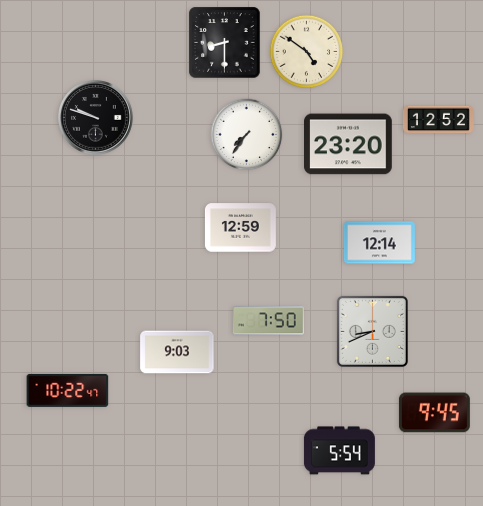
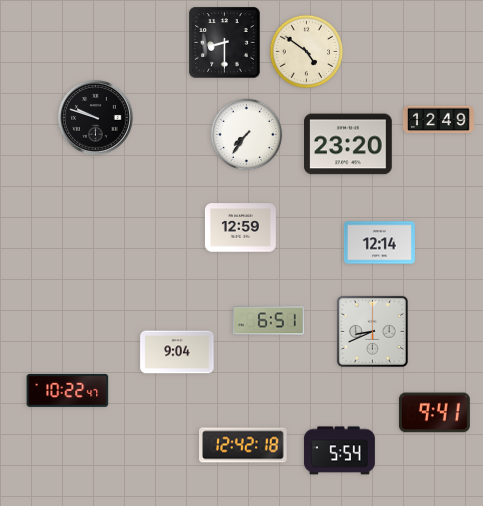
clock at (438, 120): 12:52 -> 12:49
clock at (268, 321): 7:50 -> 6:51
clock at (177, 352): 9:03 -> 9:04
clock at (434, 413): 9:45 -> 9:41
clock at (244, 445): none -> 12:42
